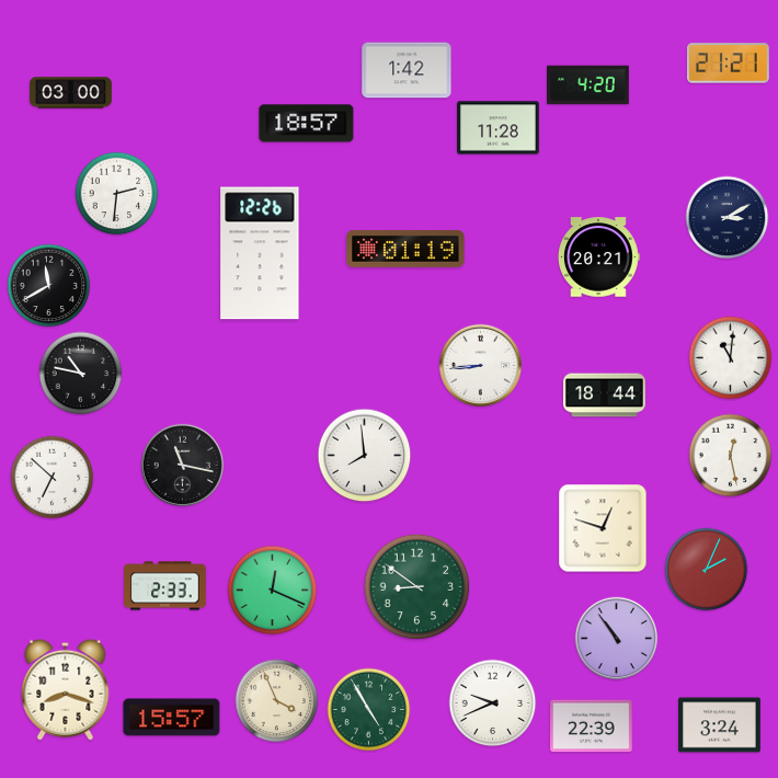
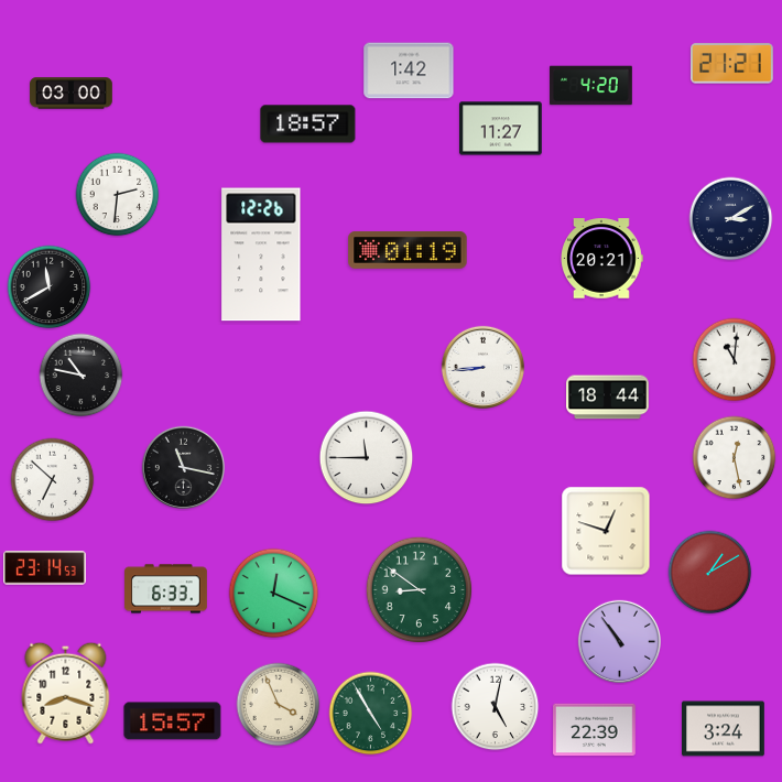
clock at (499, 128): 11:28 -> 11:27
clock at (365, 456): 7:59 -> 11:45
clock at (45, 568): none -> 23:14
clock at (707, 570): 2:04 -> 1:10
clock at (165, 586): 2:33 -> 6:33
clock at (493, 703): 9:41 -> 5:02
